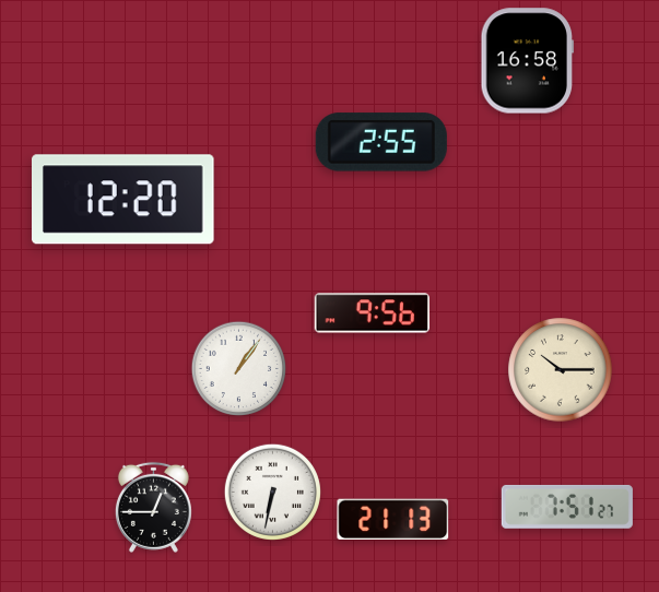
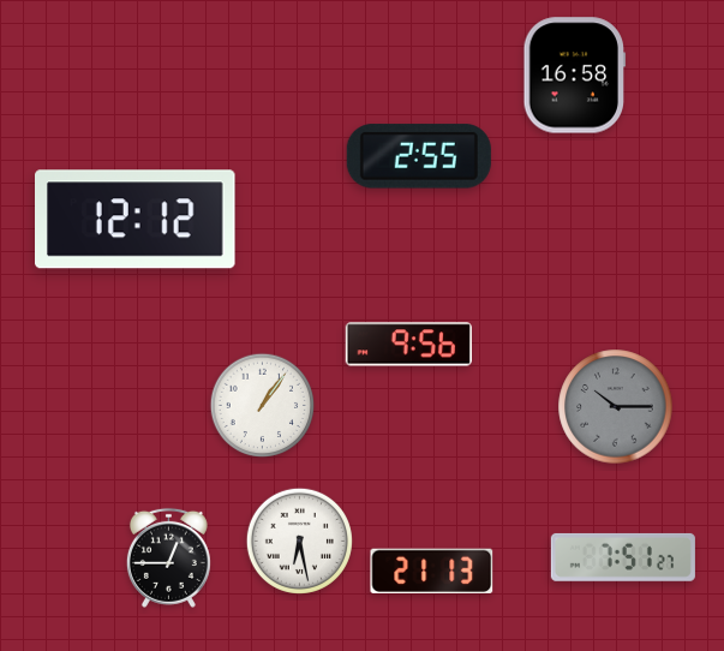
clock at (528, 61) position: (528, 61) -> (575, 76)
clock at (123, 200): 12:20 -> 12:12
clock at (561, 370) dial: cream -> grey
clock at (272, 492): 6:32 -> 6:28
